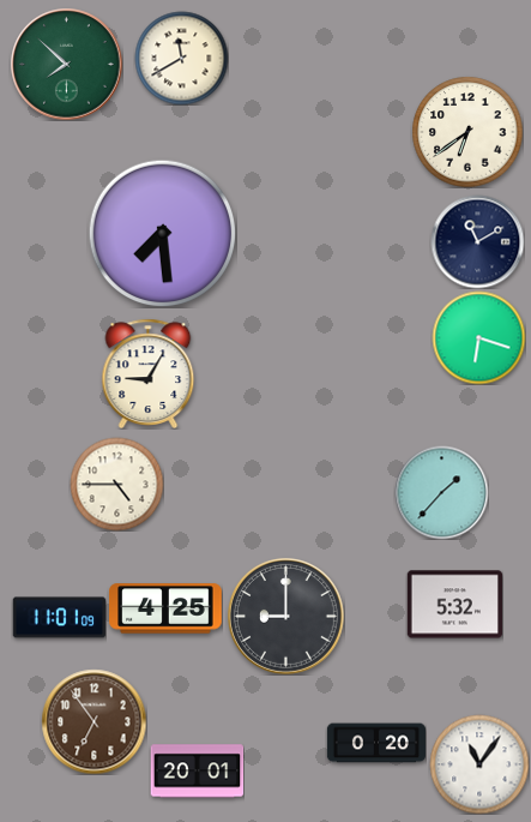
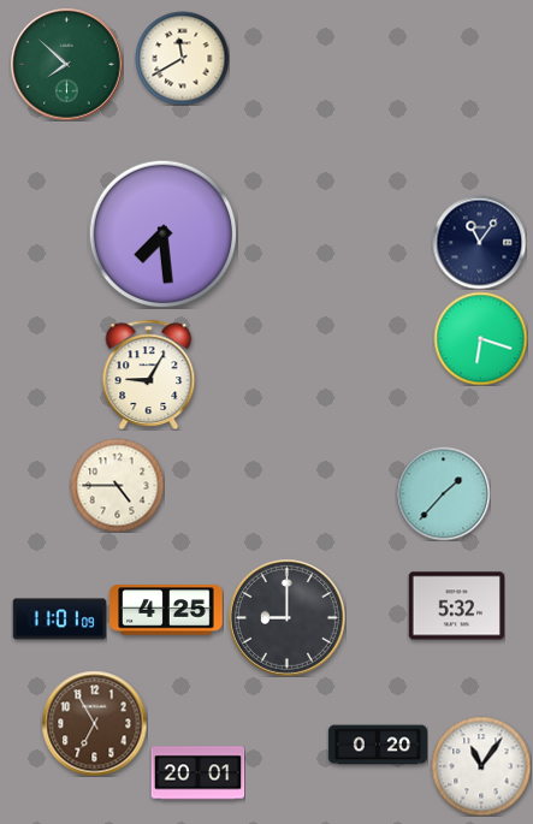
clock at (467, 132): 6:39 -> none
clock at (477, 241): 11:10 -> 11:06
clock at (93, 721): 6:54 -> 6:55
